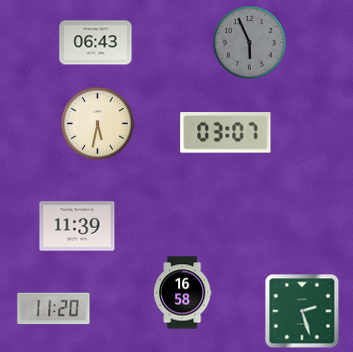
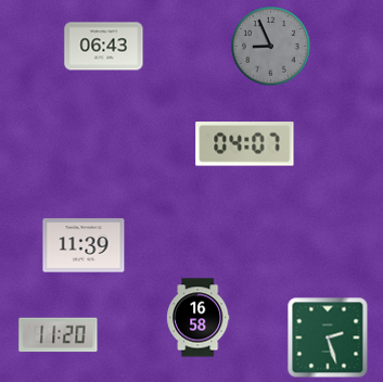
clock at (250, 43): 5:56 -> 8:56
clock at (98, 124): 5:32 -> none
clock at (226, 133): 03:07 -> 04:07
